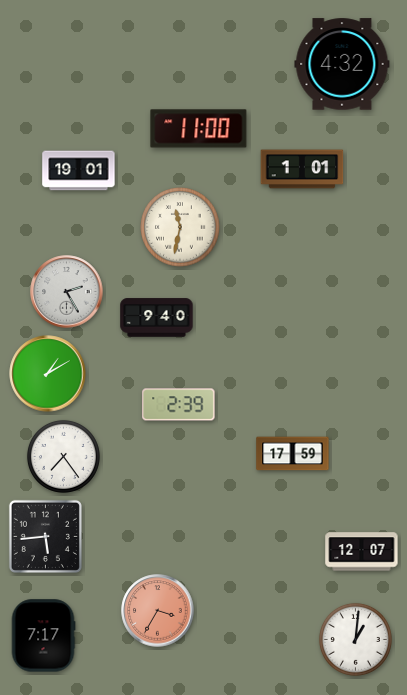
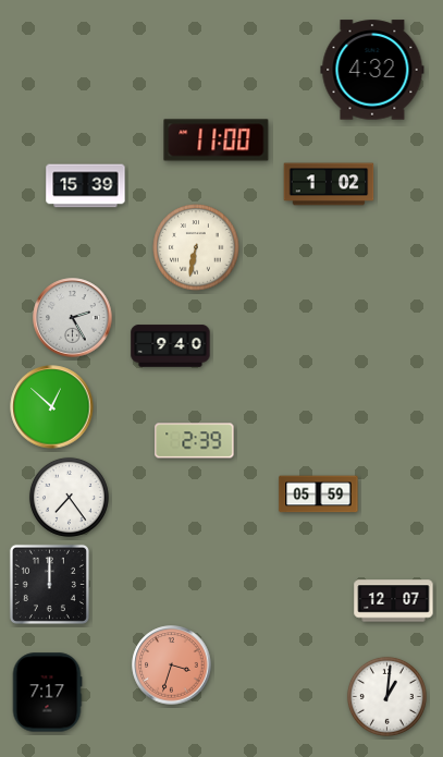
clock at (302, 169): 1:01 -> 1:02
clock at (79, 171): 19:01 -> 15:39
clock at (180, 227): 11:32 -> 6:32
clock at (48, 374): 1:10 -> 12:52
clock at (293, 454): 17:59 -> 05:59
clock at (45, 536): 5:44 -> 12:00
clock at (158, 611): 3:35 -> 3:33
